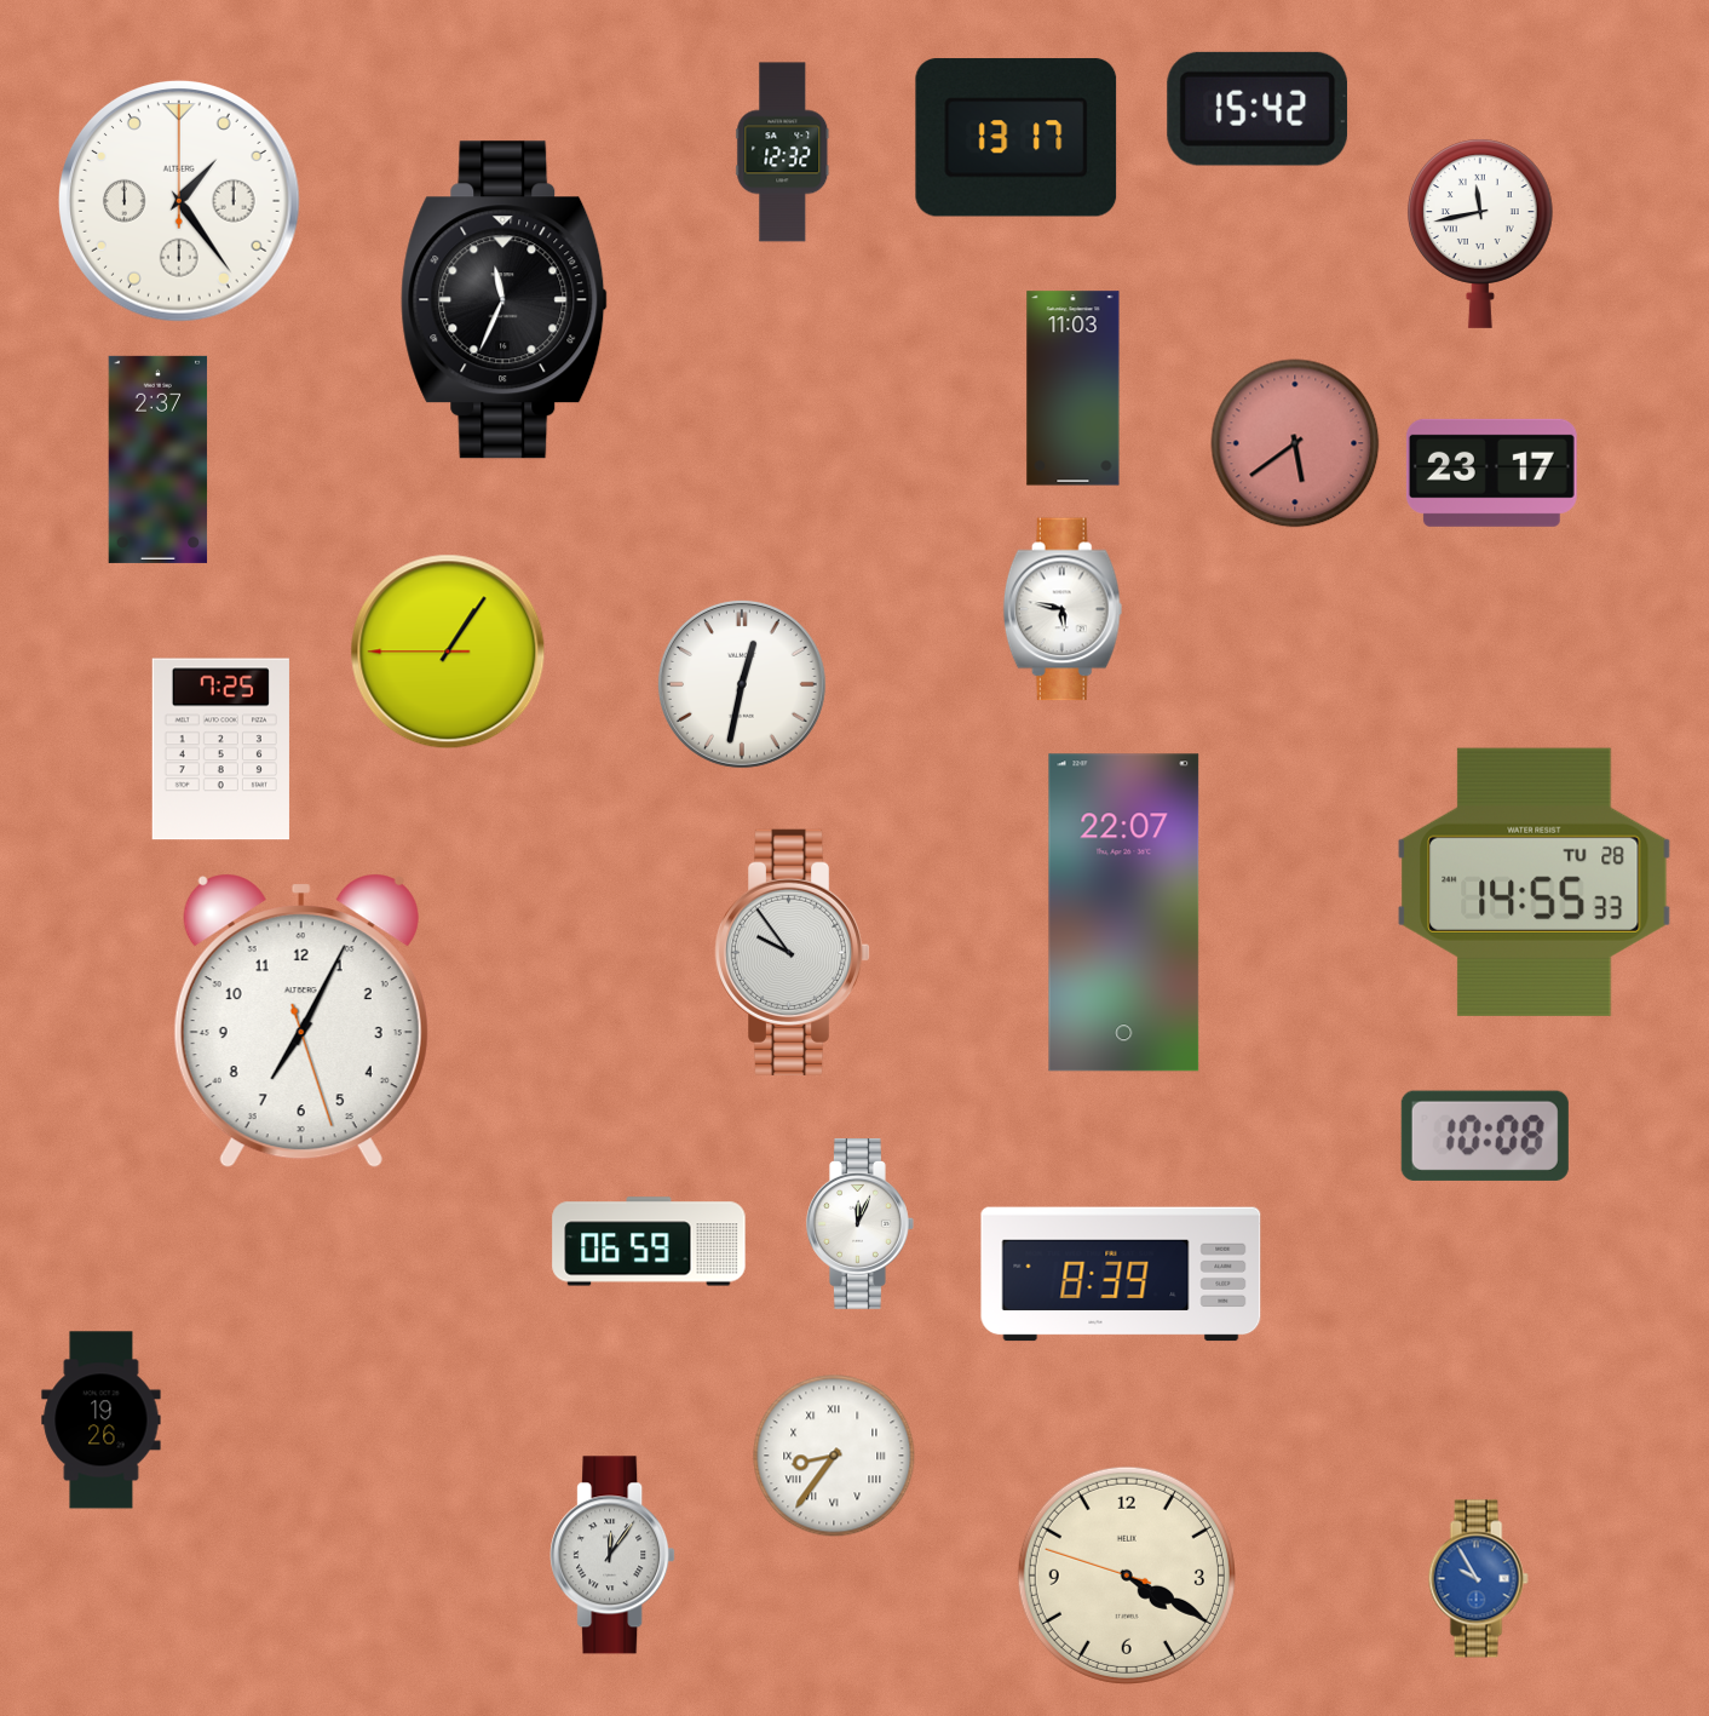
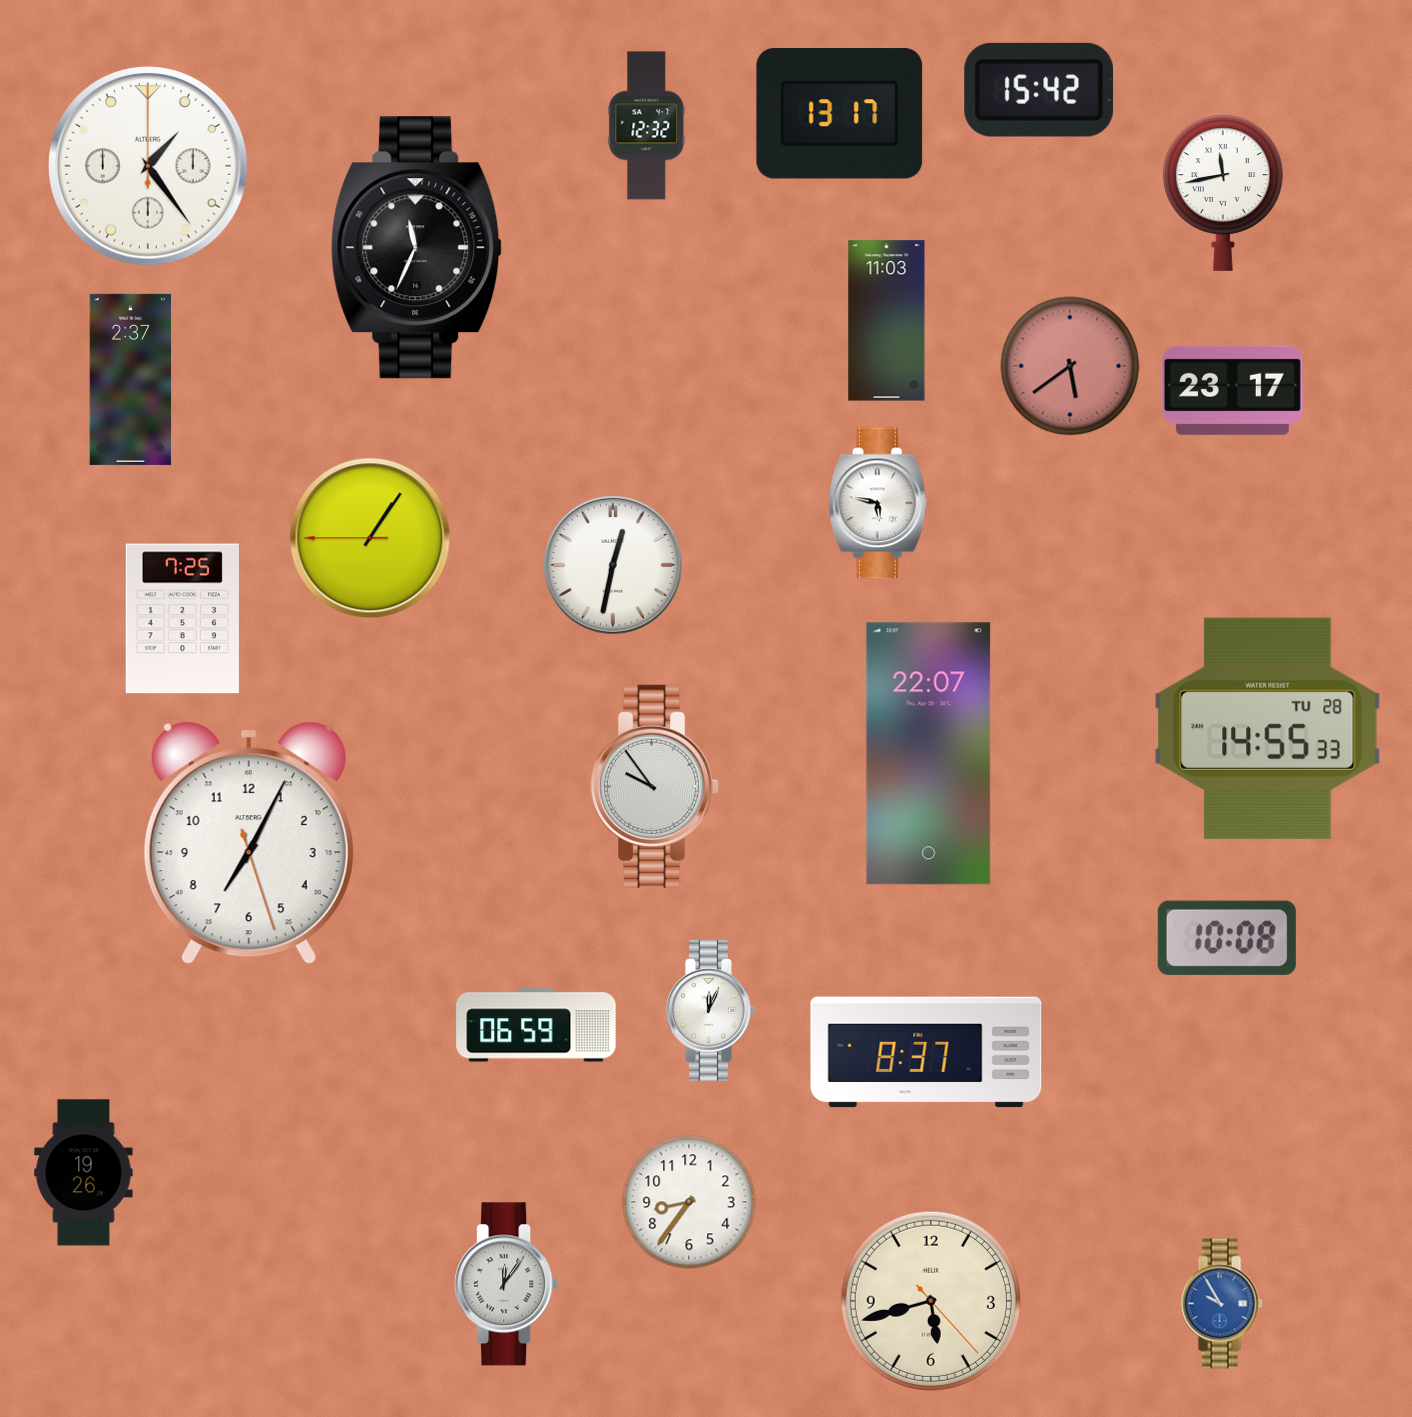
clock at (1121, 1274): 8:39 -> 8:37
clock at (834, 1456) numerals: Roman -> Arabic
clock at (1127, 1576): 4:19 -> 5:42
